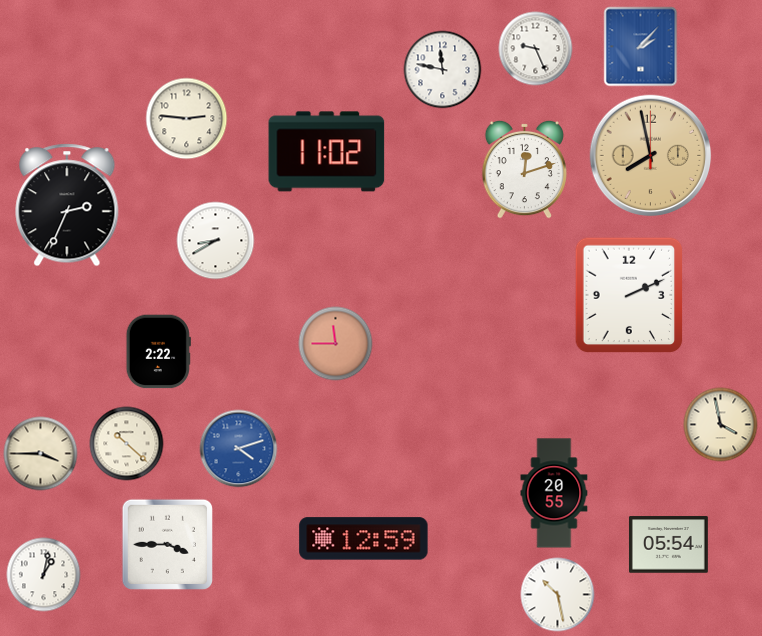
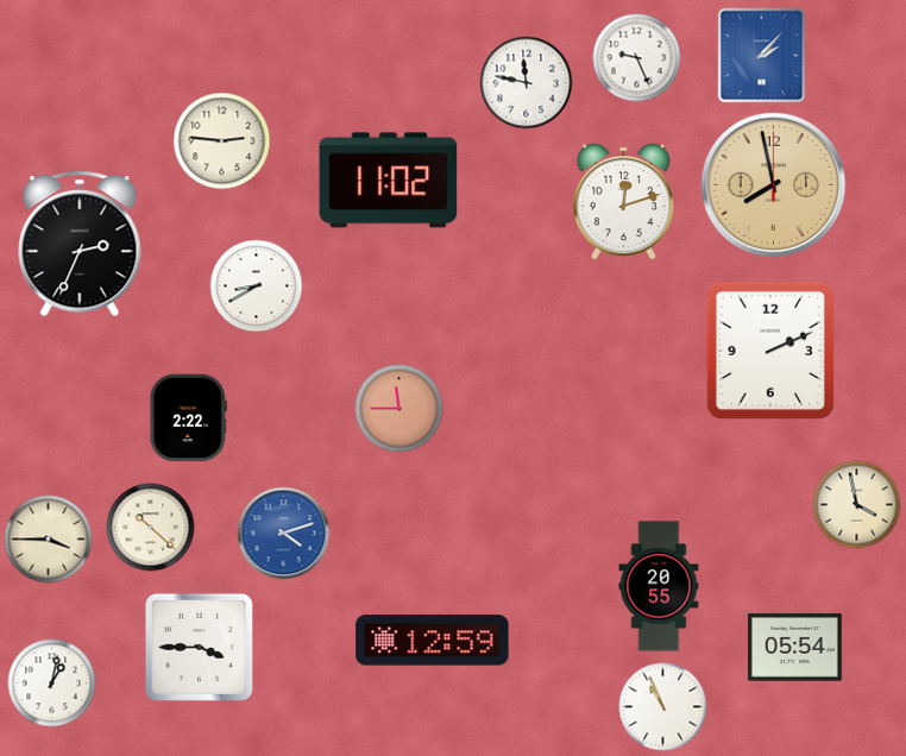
clock at (629, 295) position: (629, 295) -> (770, 351)
clock at (558, 595): 10:28 -> 10:56
